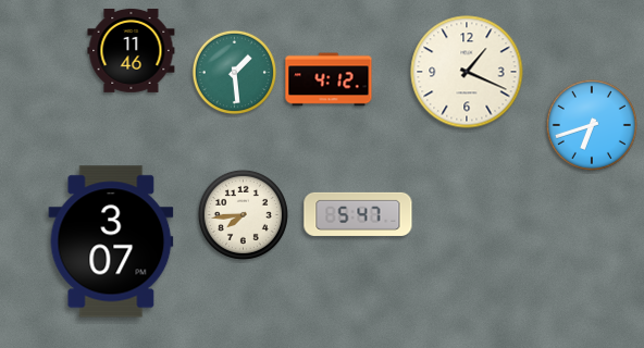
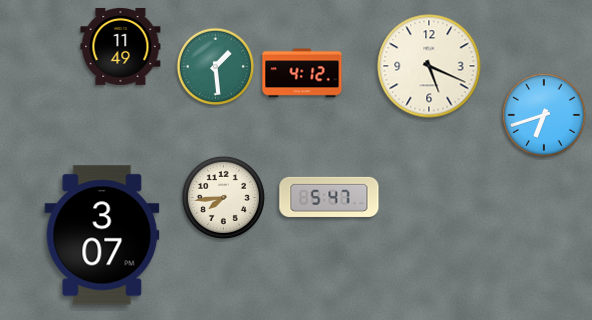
clock at (132, 50): 11:46 -> 11:49
clock at (467, 72): 1:19 -> 5:19
clock at (111, 241) position: (111, 241) -> (102, 235)
